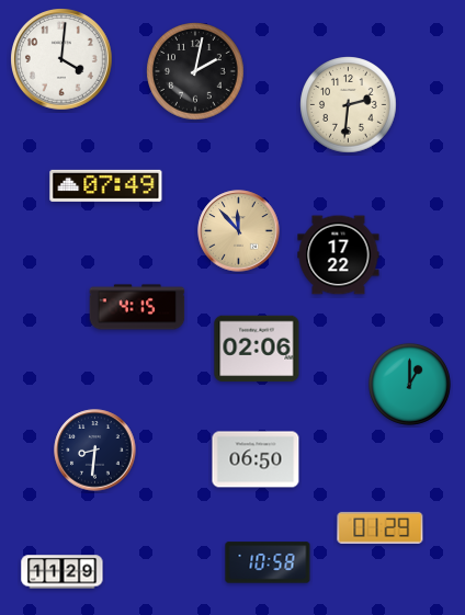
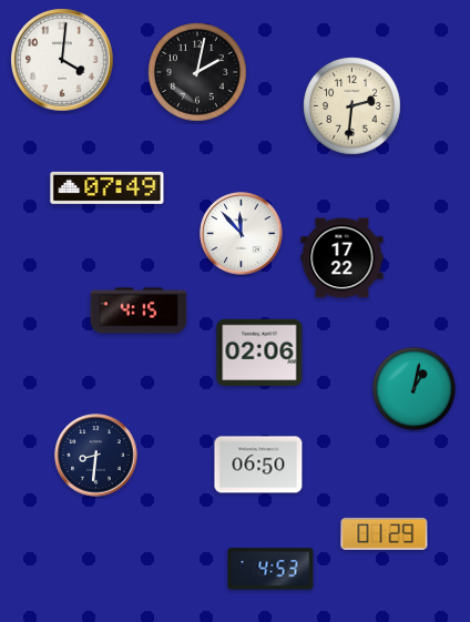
clock at (239, 231) dial: champagne -> white
clock at (409, 384): 1:00 -> 1:02
clock at (268, 562): 10:58 -> 4:53
clock at (63, 572): 11:29 -> none
